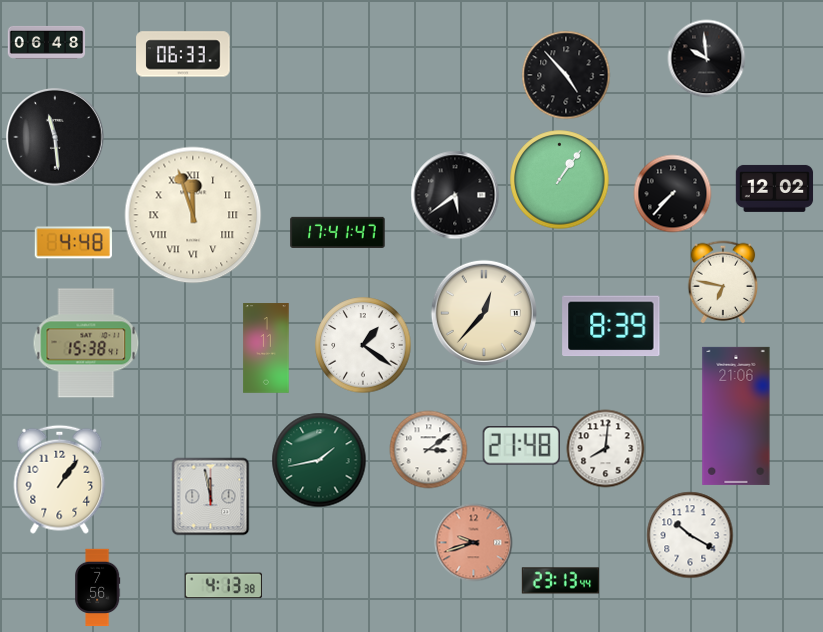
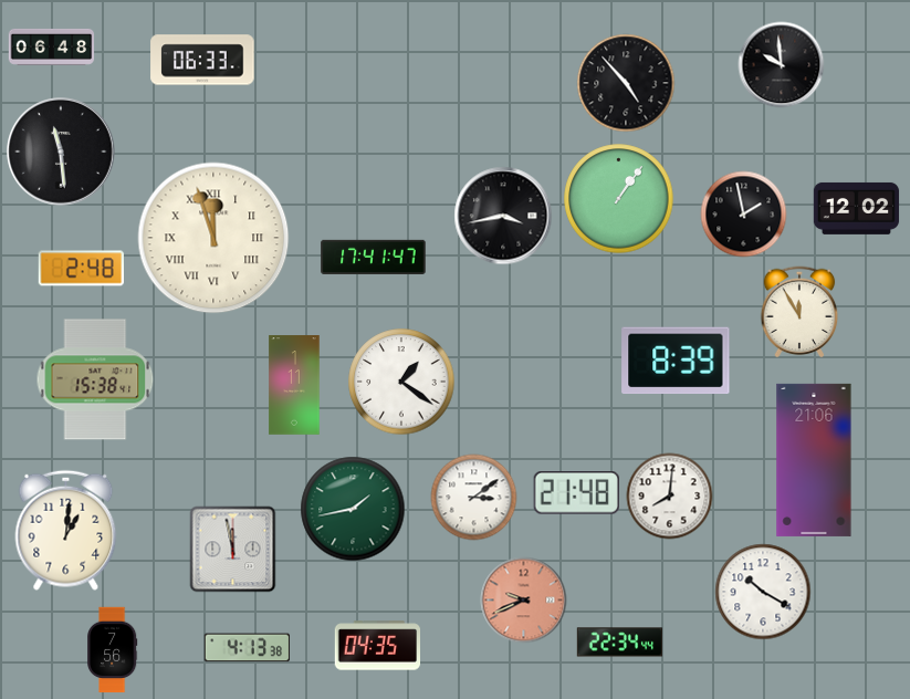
clock at (672, 193): 7:37 -> 1:58
clock at (455, 195): 5:39 -> 3:43
clock at (73, 243): 4:48 -> 2:48
clock at (723, 282): 6:47 -> 11:55
clock at (484, 313): 12:37 -> none
clock at (60, 479): 1:06 -> 1:01
clock at (473, 542): 9:42 -> 9:41
clock at (560, 581): 23:13 -> 22:34
clock at (377, 646): none -> 04:35
clock at (98, 587) position: (98, 587) -> (113, 649)
